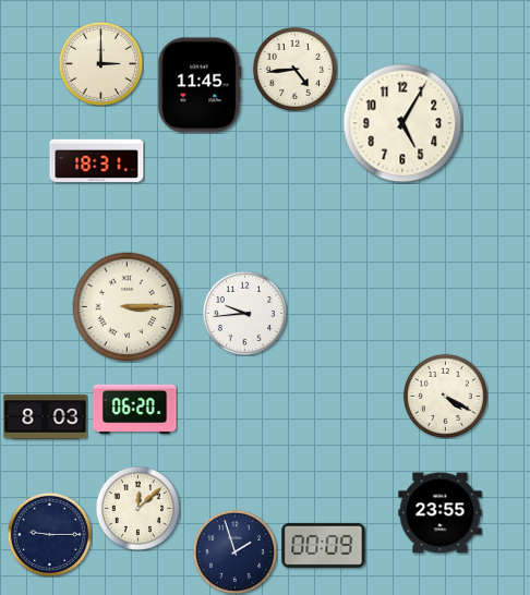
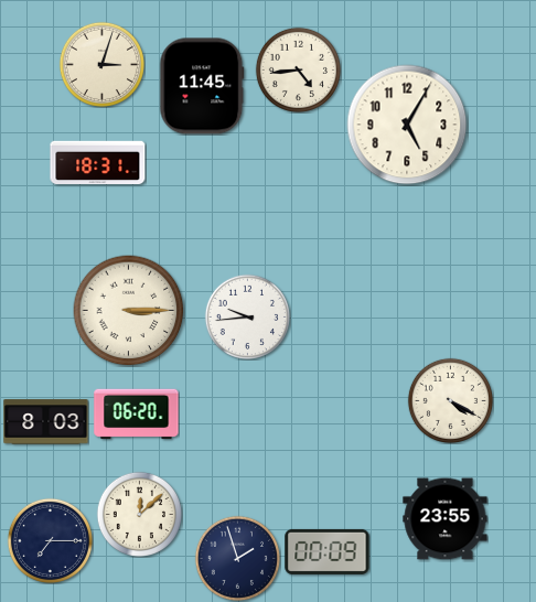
clock at (100, 63): 3:00 -> 3:03
clock at (49, 534): 9:15 -> 7:15
